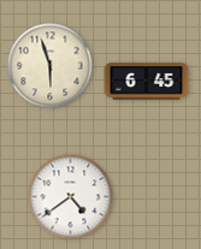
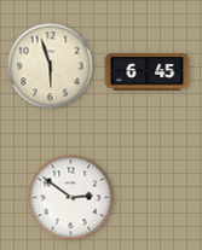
clock at (147, 82) position: (147, 82) -> (148, 72)
clock at (71, 197): 4:39 -> 2:51
